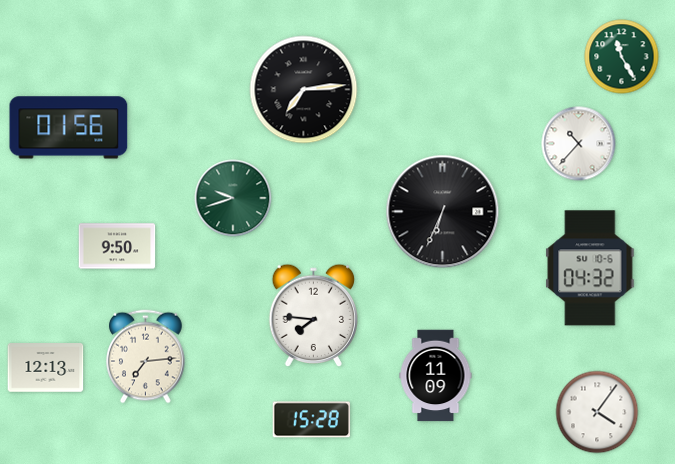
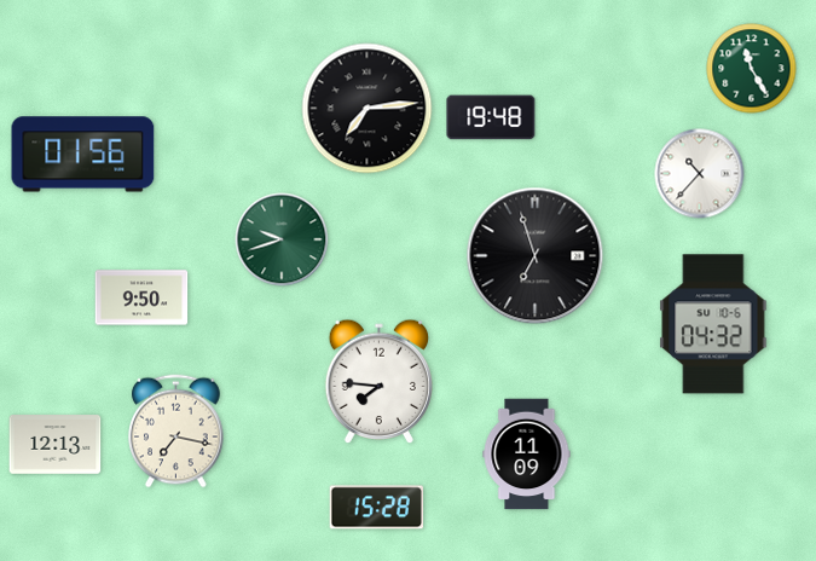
clock at (491, 117): none -> 19:48
clock at (443, 212): 6:34 -> 6:57
clock at (146, 357): 7:14 -> 7:17
clock at (597, 412): 4:06 -> none
